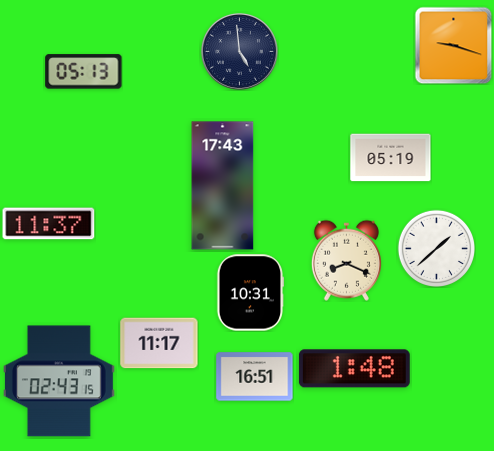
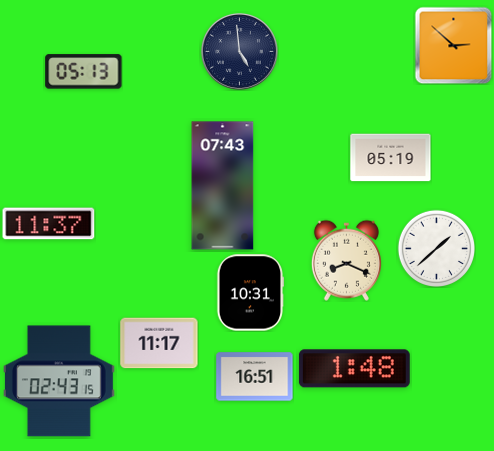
clock at (453, 45): 9:18 -> 2:52
clock at (223, 186): 17:43 -> 07:43
